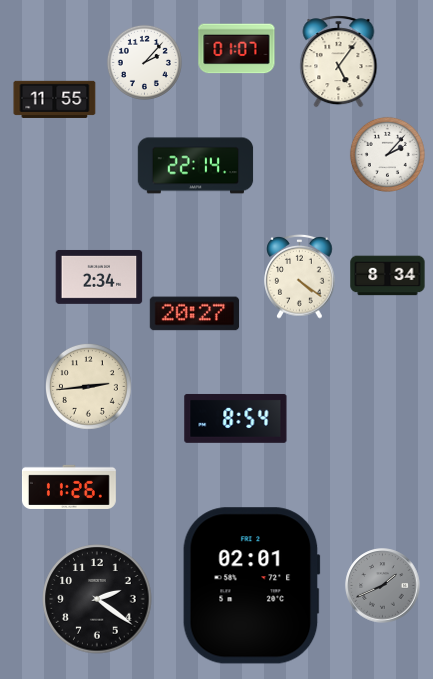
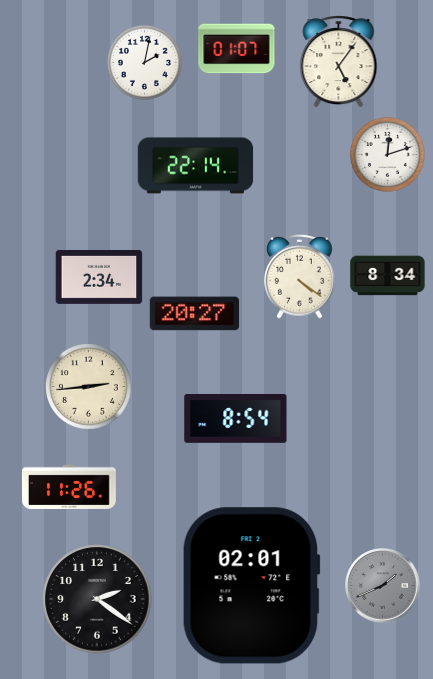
clock at (144, 62): 2:07 -> 2:02
clock at (55, 99): 11:55 -> none
clock at (387, 154): 2:07 -> 12:12
